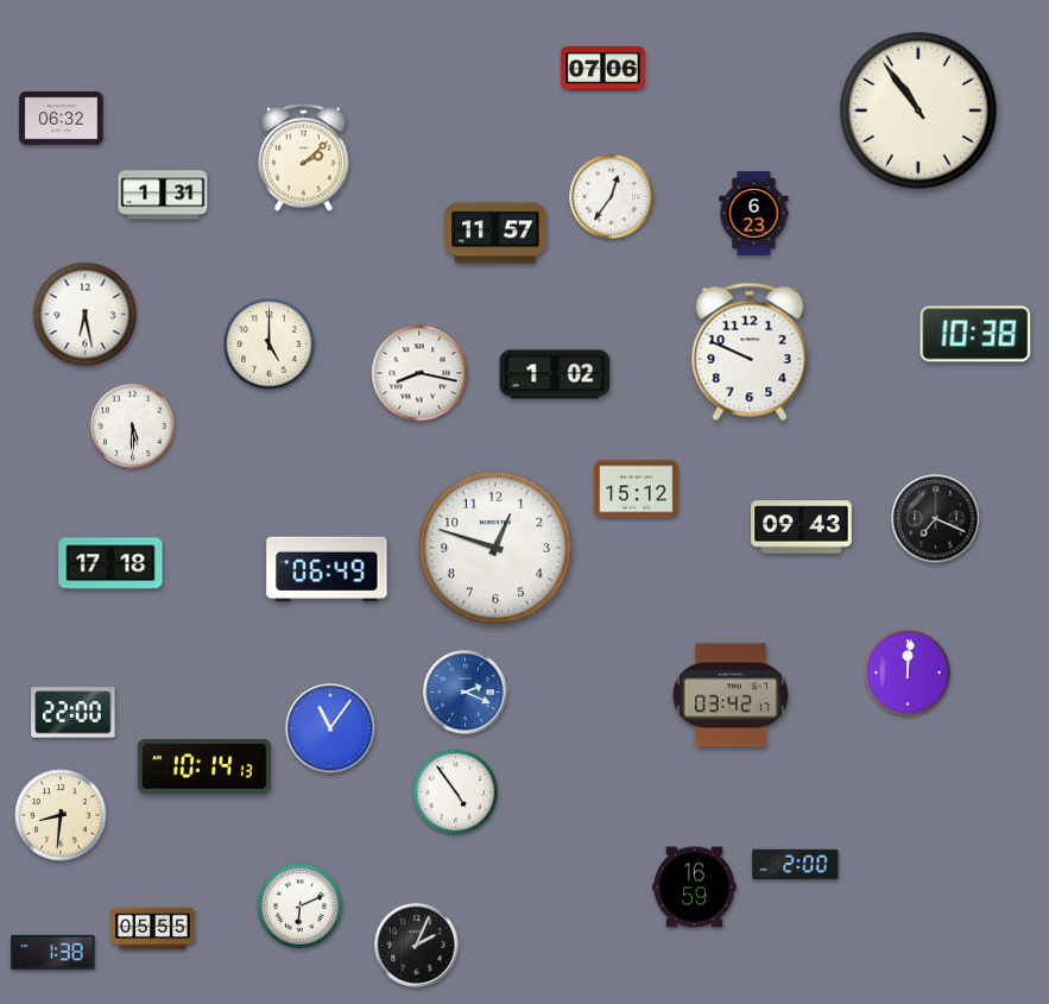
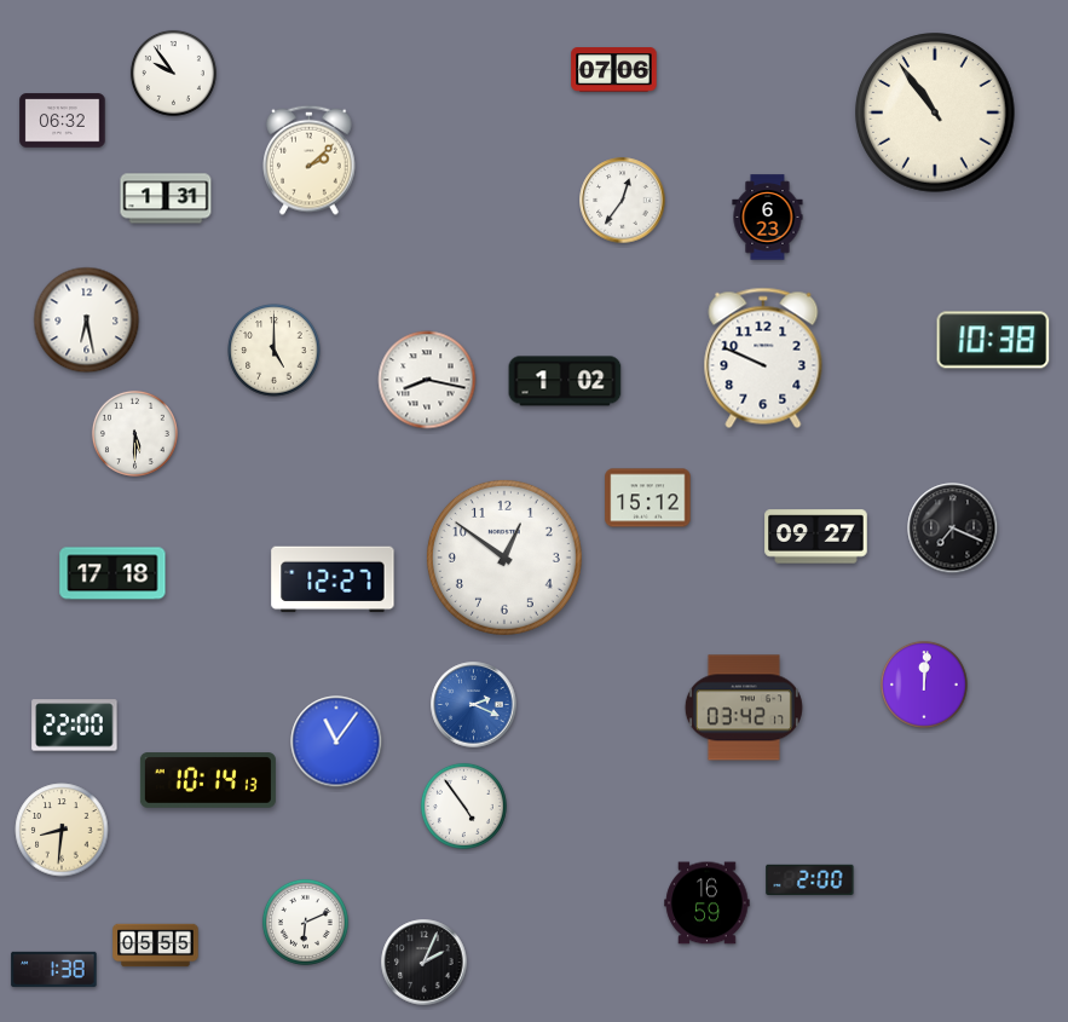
clock at (173, 73): none -> 9:54
clock at (495, 233): 11:57 -> none
clock at (802, 528): 09:43 -> 09:27
clock at (495, 548): 12:48 -> 12:51
clock at (327, 569): 06:49 -> 12:27
